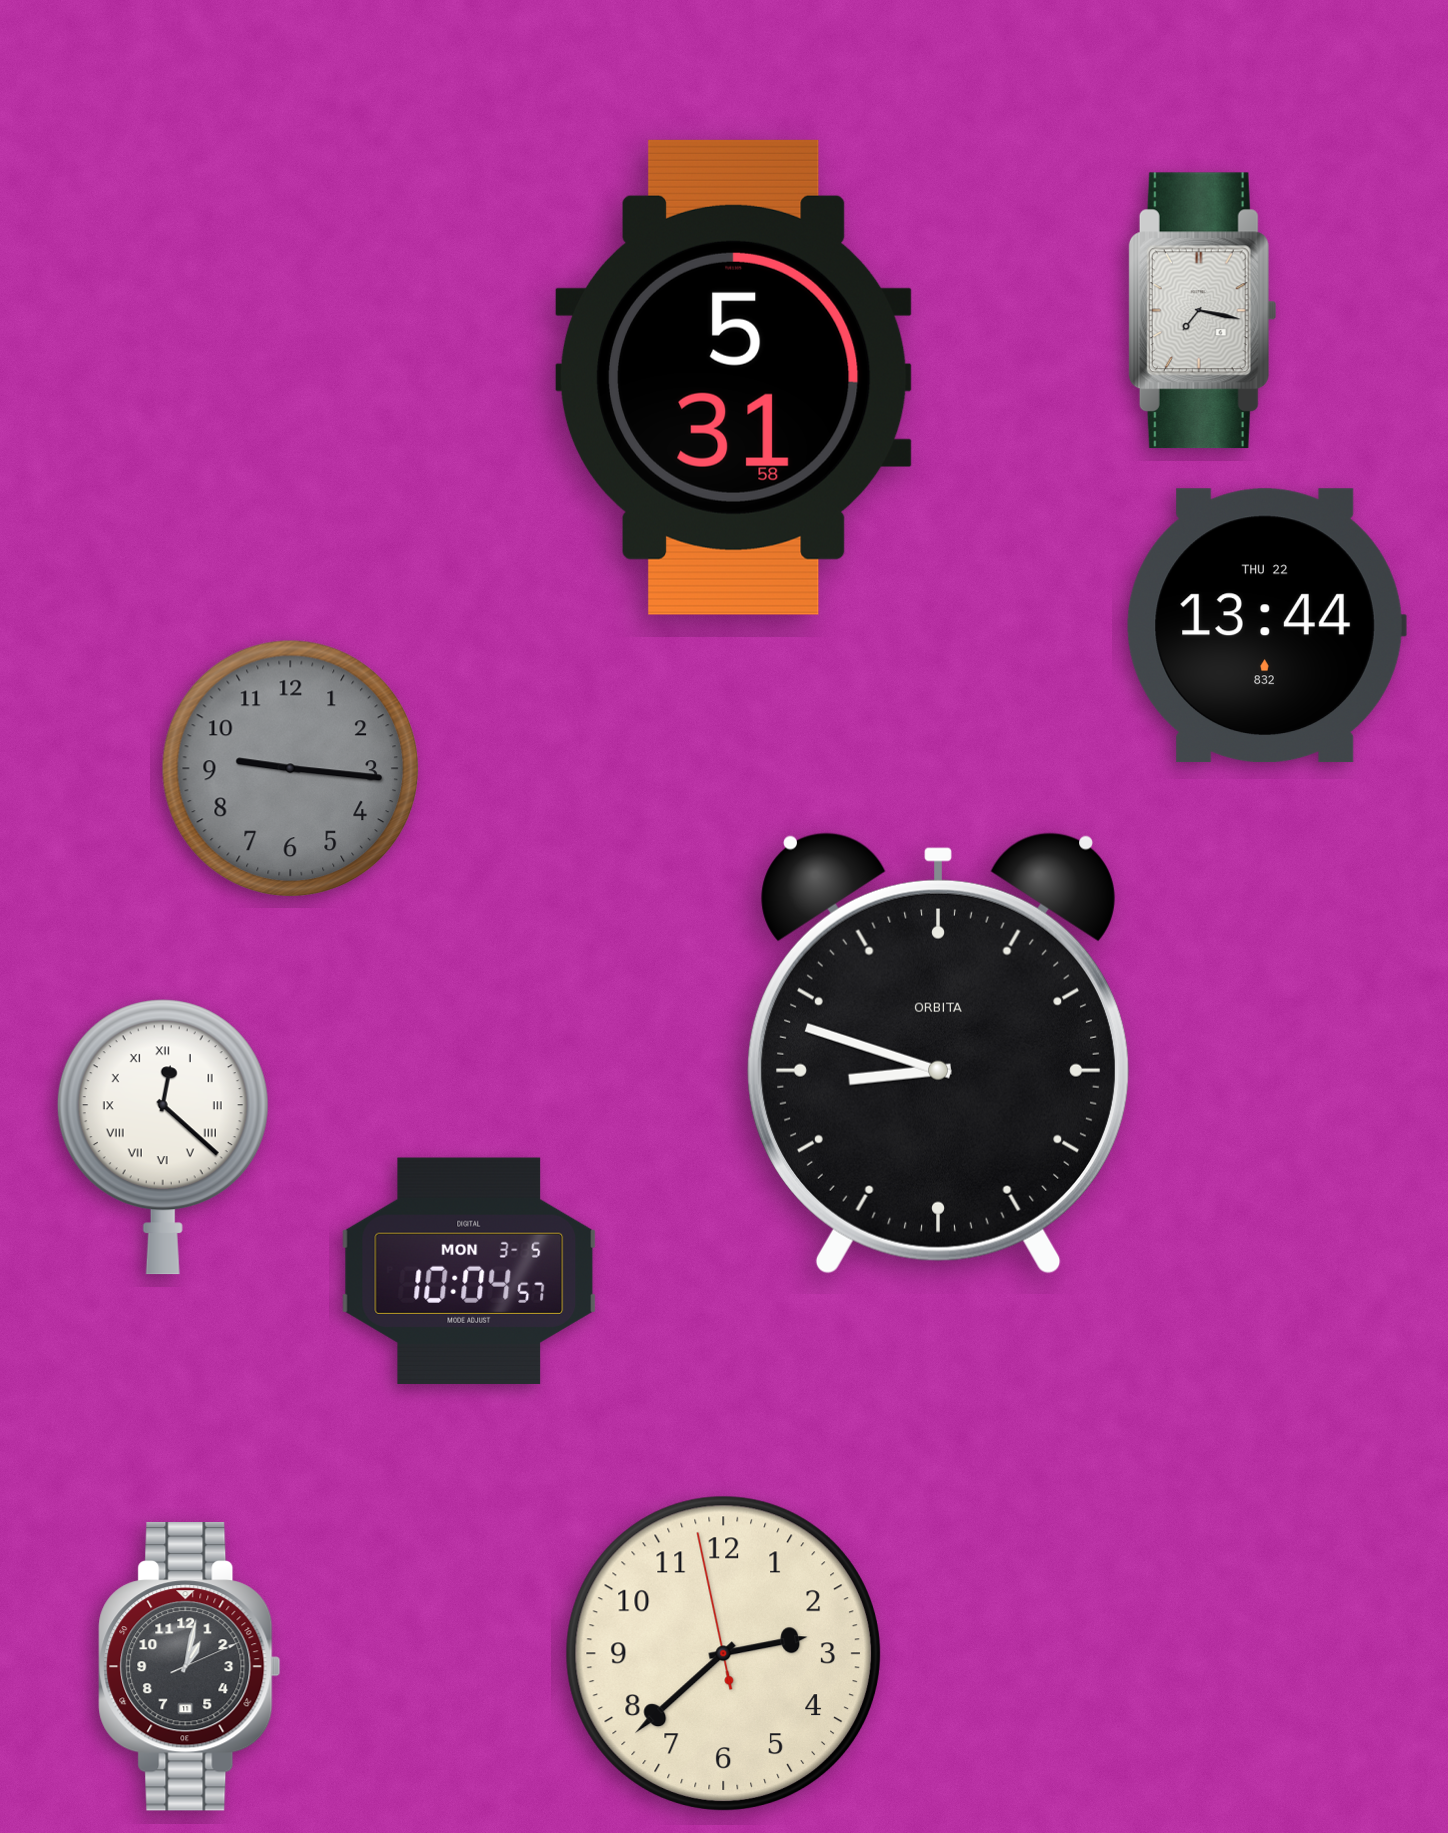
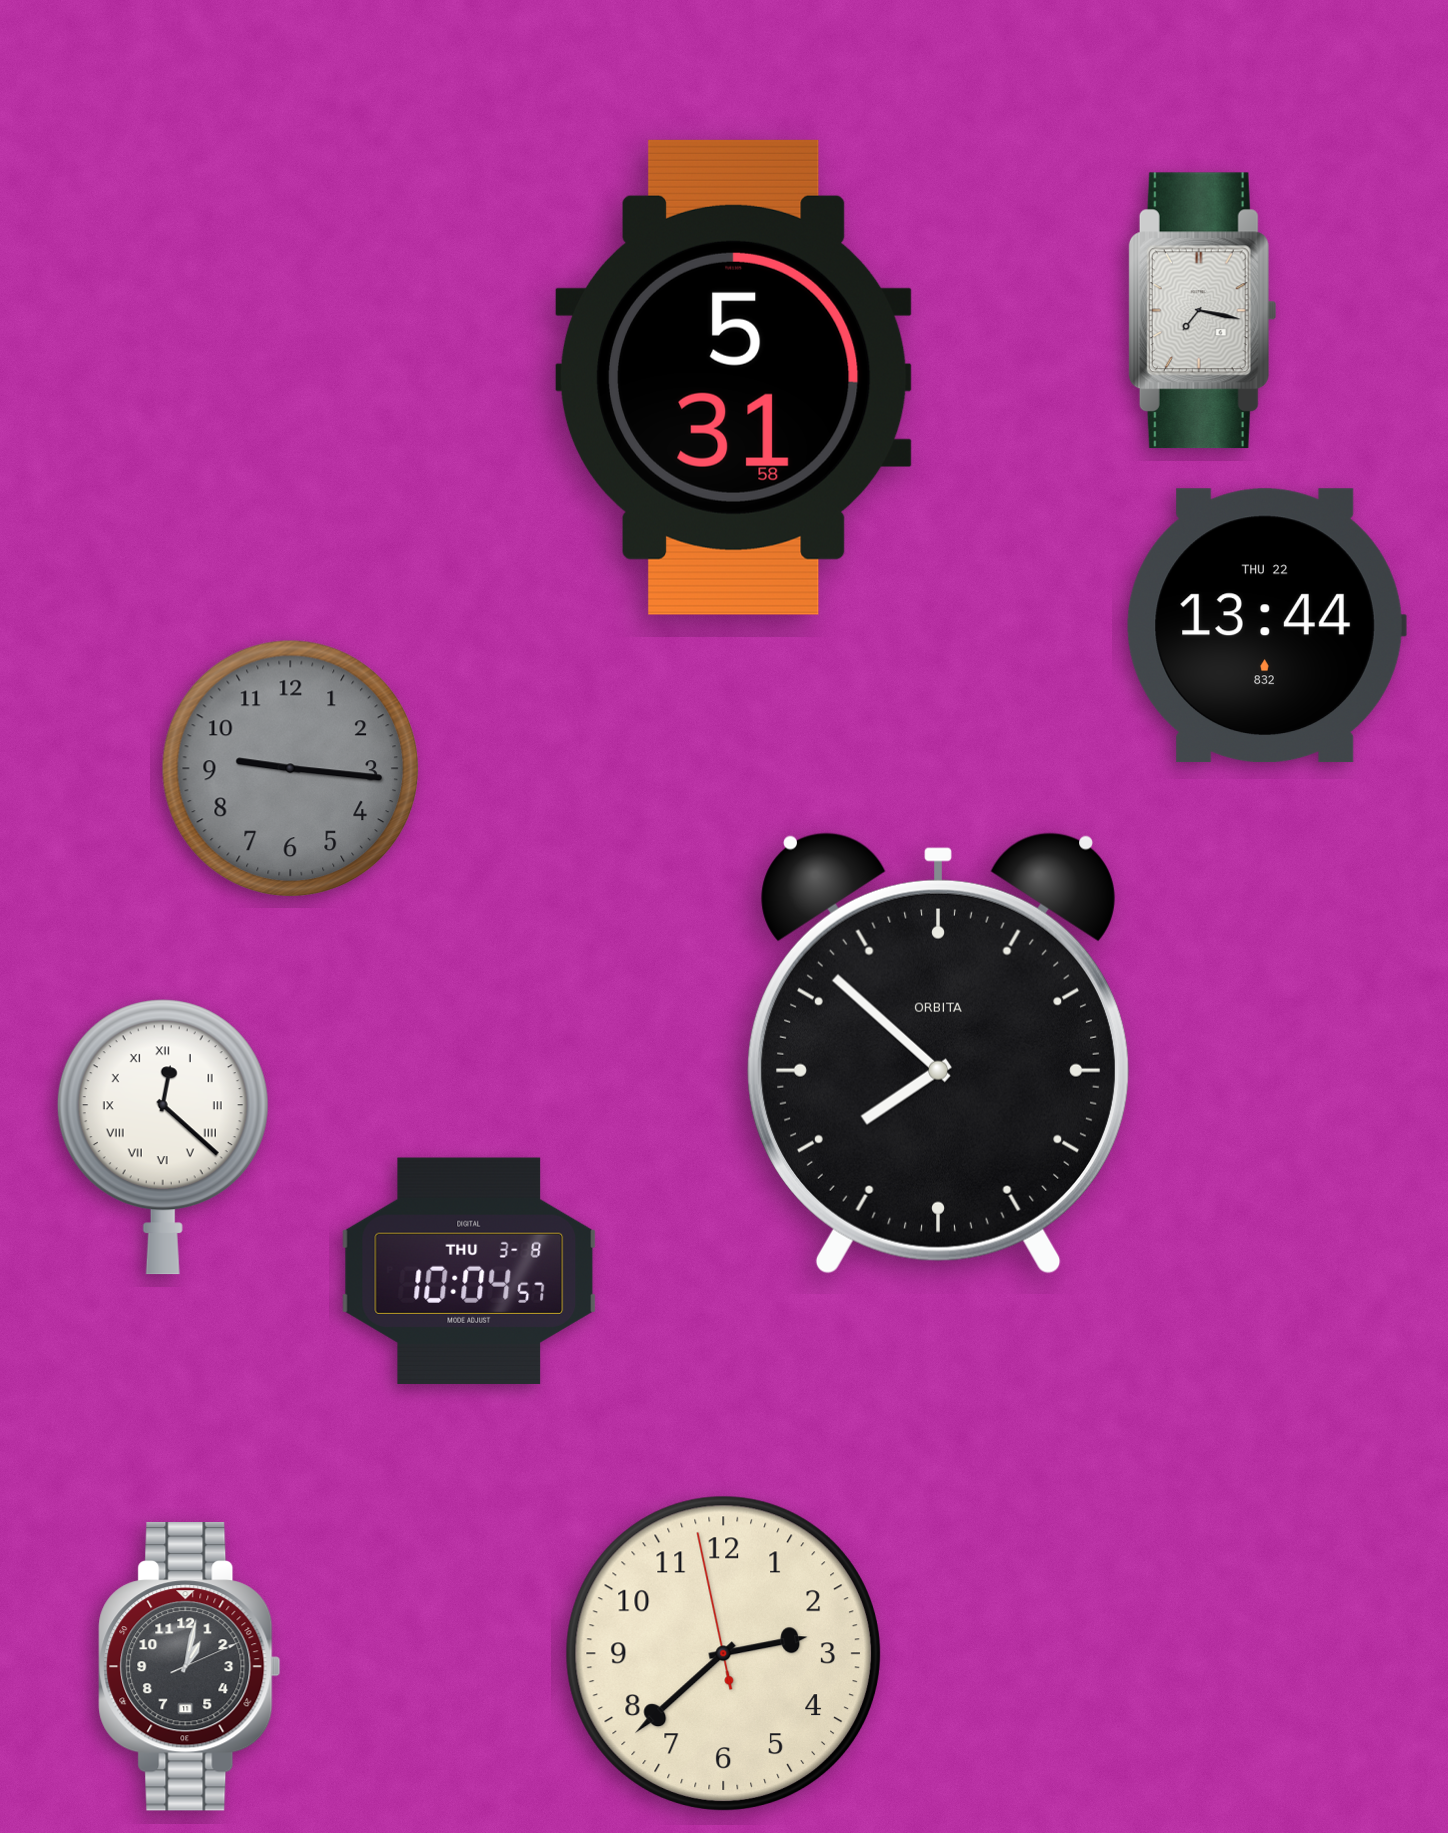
clock at (938, 1053): 8:48 -> 7:52
clock at (469, 1271) date: MON 3-5 -> THU 3-8
